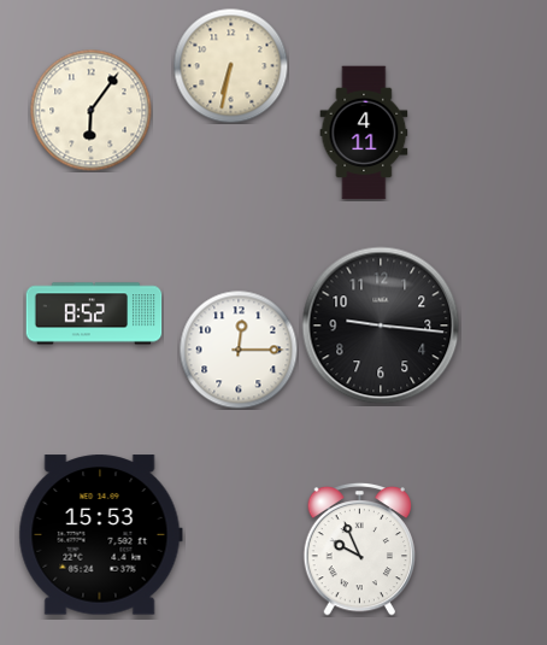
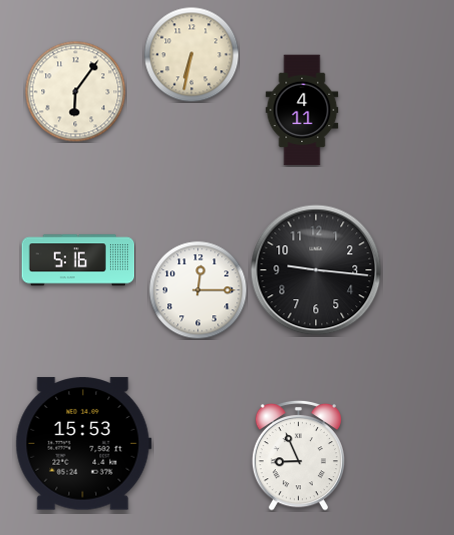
clock at (94, 313): 8:52 -> 5:16
clock at (360, 549): 9:56 -> 8:56
